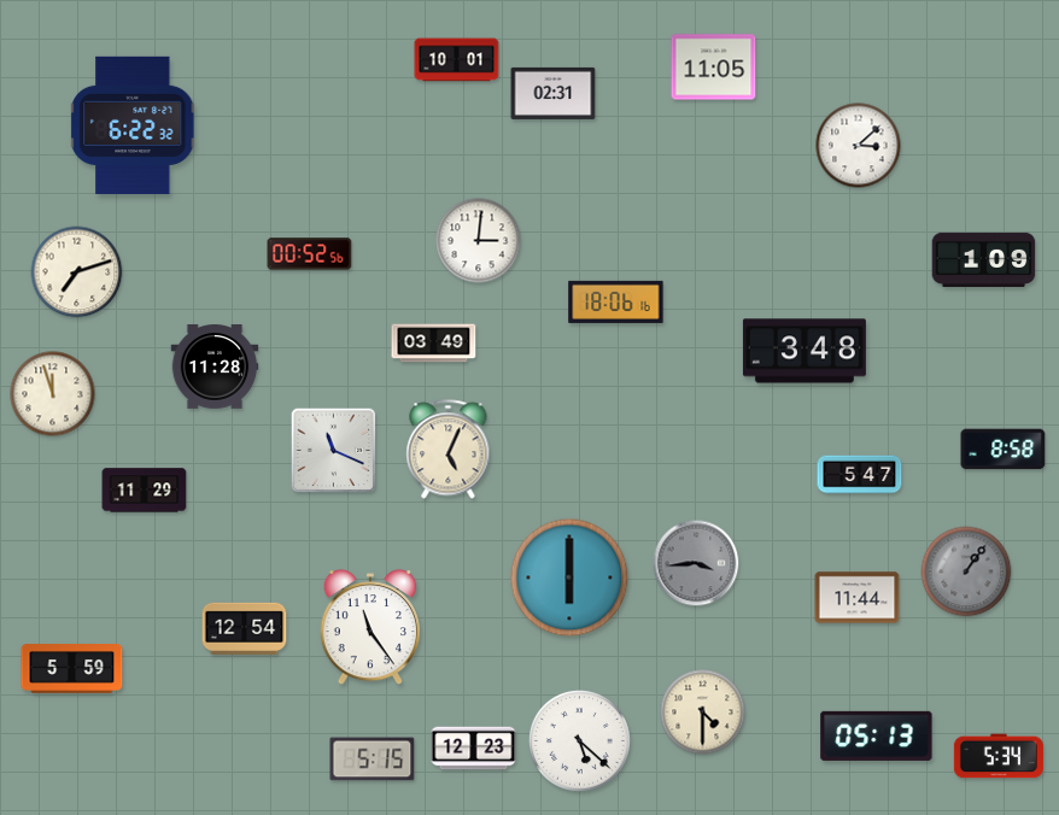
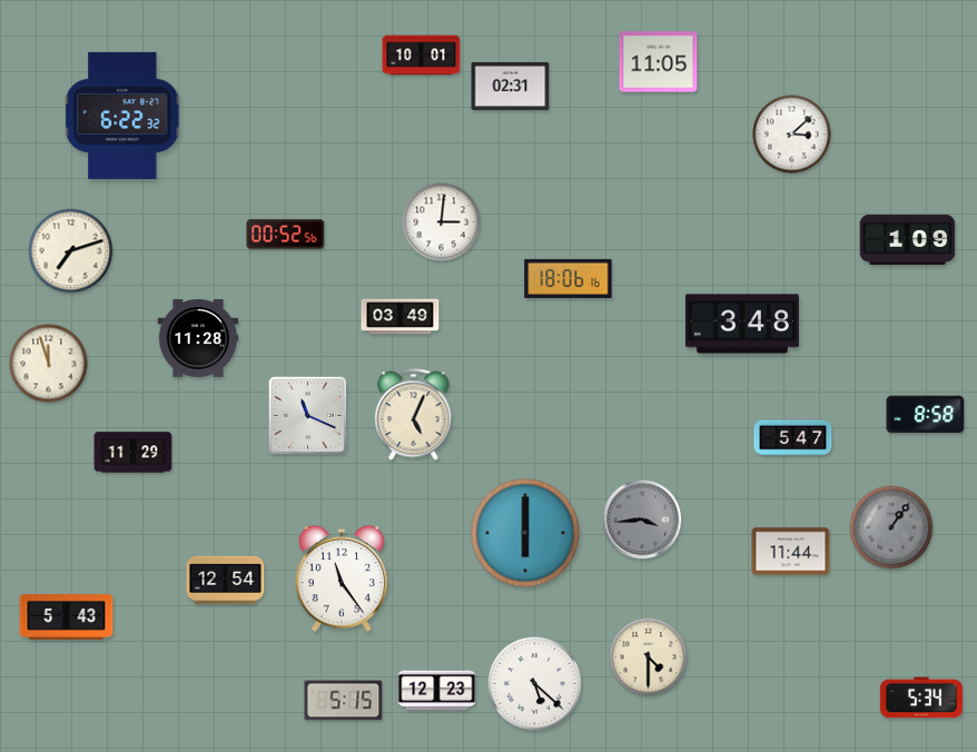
clock at (72, 669): 5:59 -> 5:43
clock at (877, 735): 05:13 -> none
